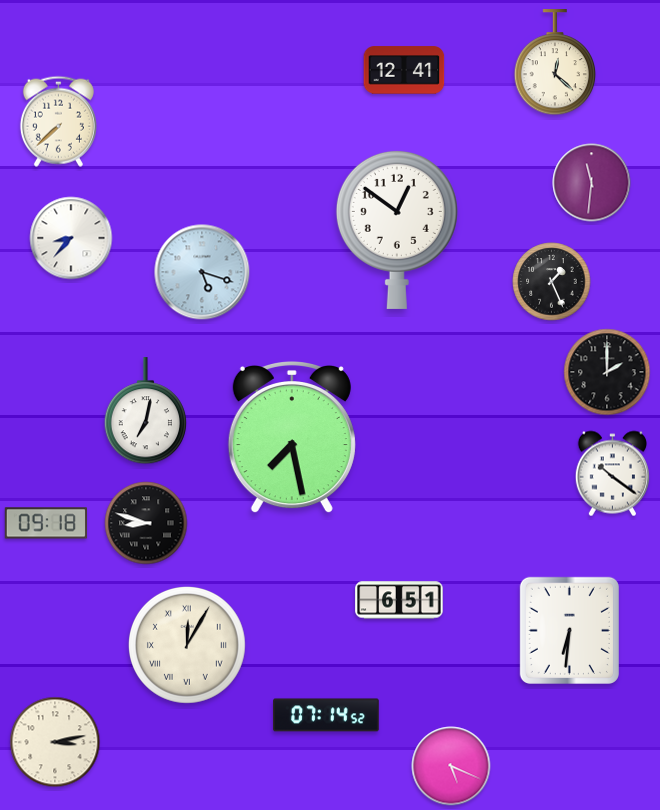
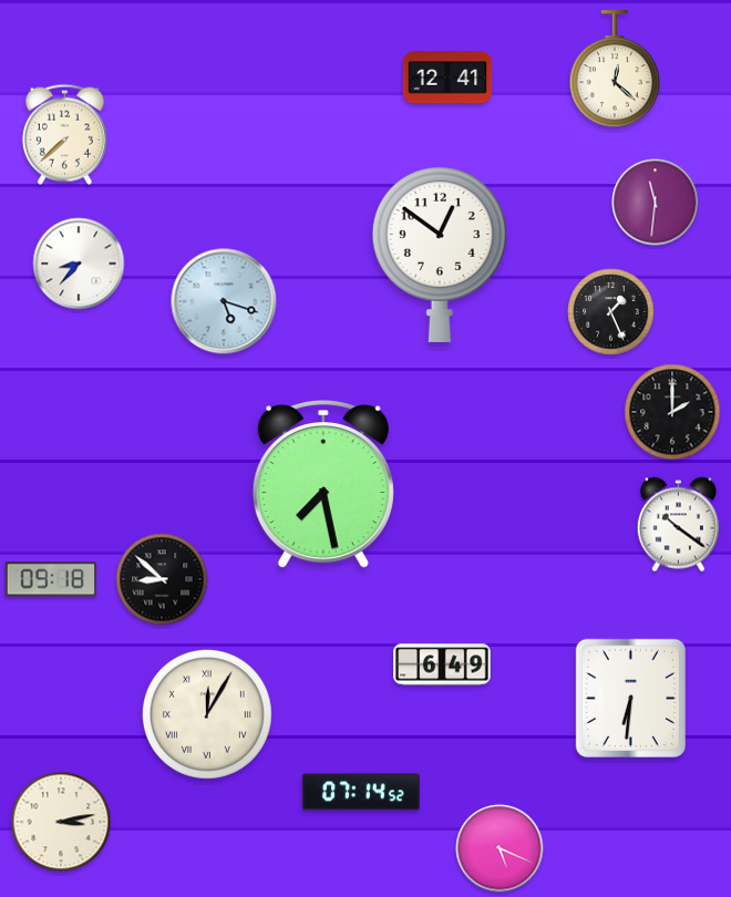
clock at (145, 411): 7:02 -> none
clock at (146, 523): 8:48 -> 8:52
clock at (399, 600): 6:51 -> 6:49
